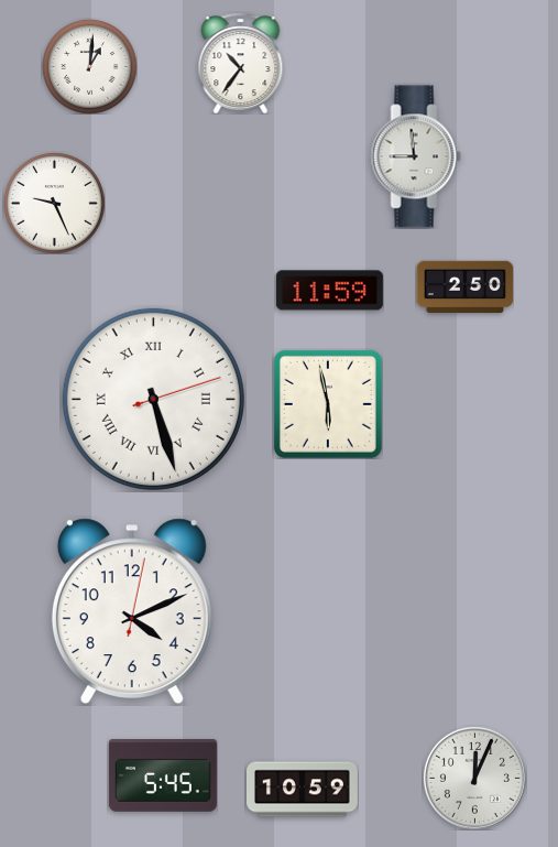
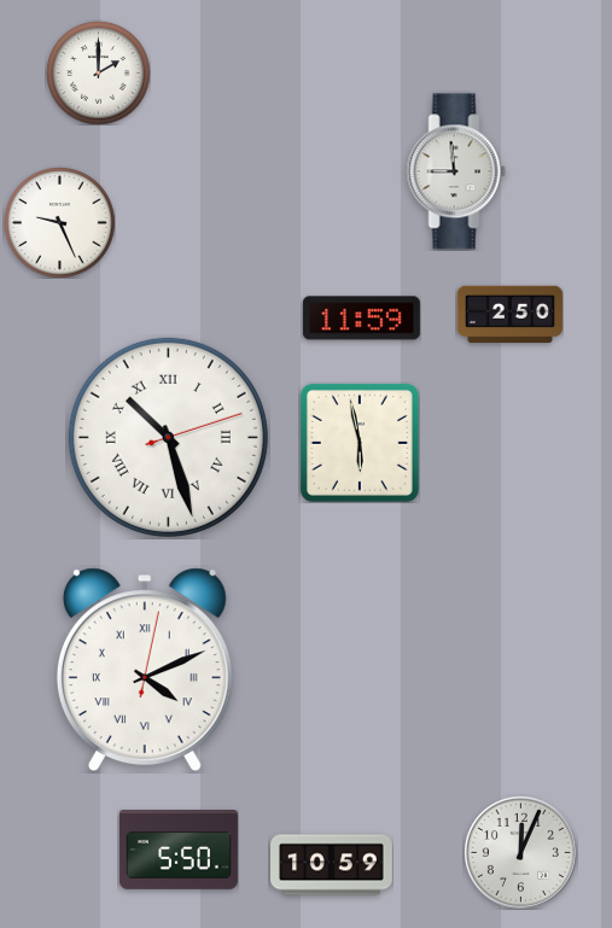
clock at (241, 63): 10:36 -> none
clock at (89, 66): 1:01 -> 2:00
clock at (153, 399): 5:27 -> 10:27
clock at (132, 610) numerals: Arabic -> Roman
clock at (163, 777): 5:45 -> 5:50
